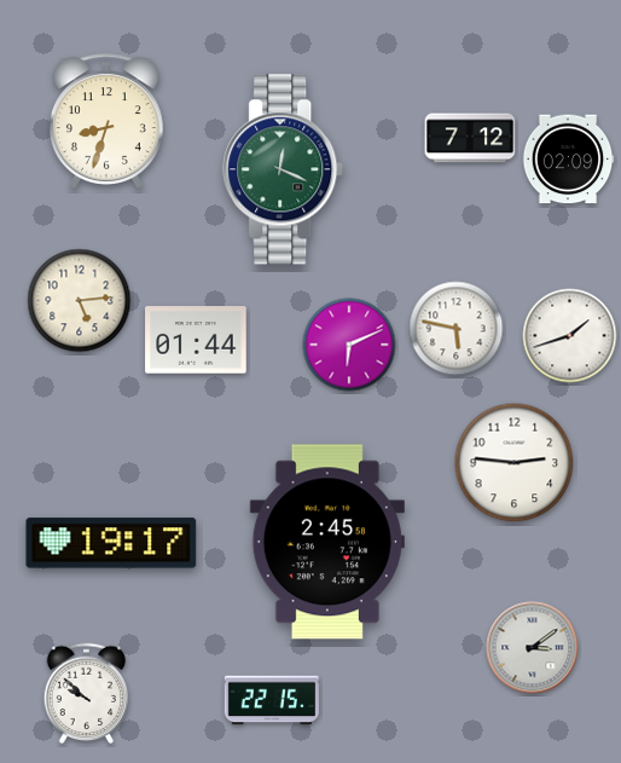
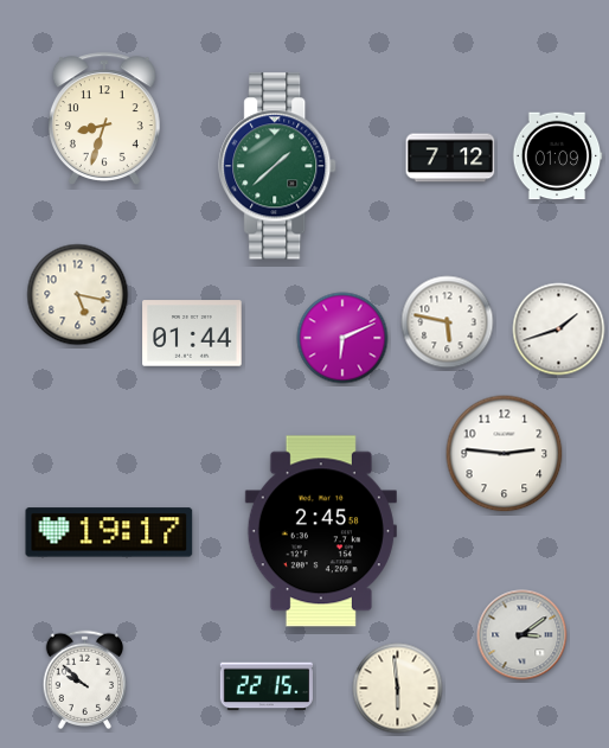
clock at (470, 138) position: (470, 138) -> (450, 158)
clock at (568, 160): 02:09 -> 01:09
clock at (284, 169): 12:19 -> 1:38
clock at (80, 301): 5:14 -> 5:17
clock at (398, 689): none -> 5:59
